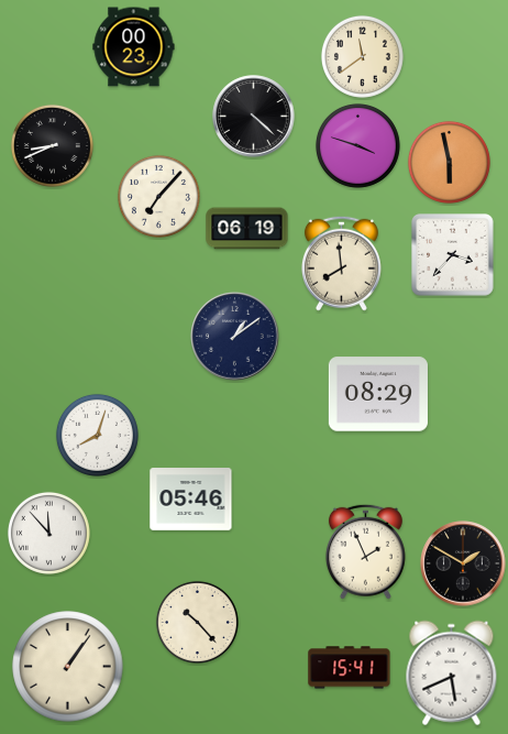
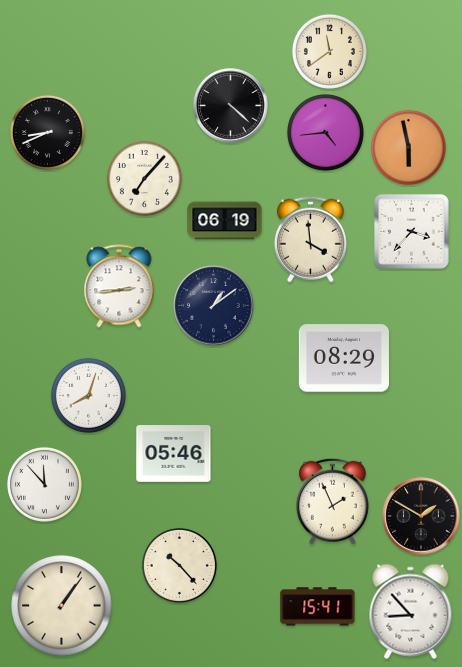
clock at (134, 47): 00:23 -> none
clock at (357, 145): 3:48 -> 4:44
clock at (247, 229) position: (247, 229) -> (225, 221)
clock at (341, 263): 7:59 -> 3:59
clock at (119, 286): none -> 2:44
clock at (463, 563) position: (463, 563) -> (421, 516)
clock at (452, 673): 5:41 -> 8:53
